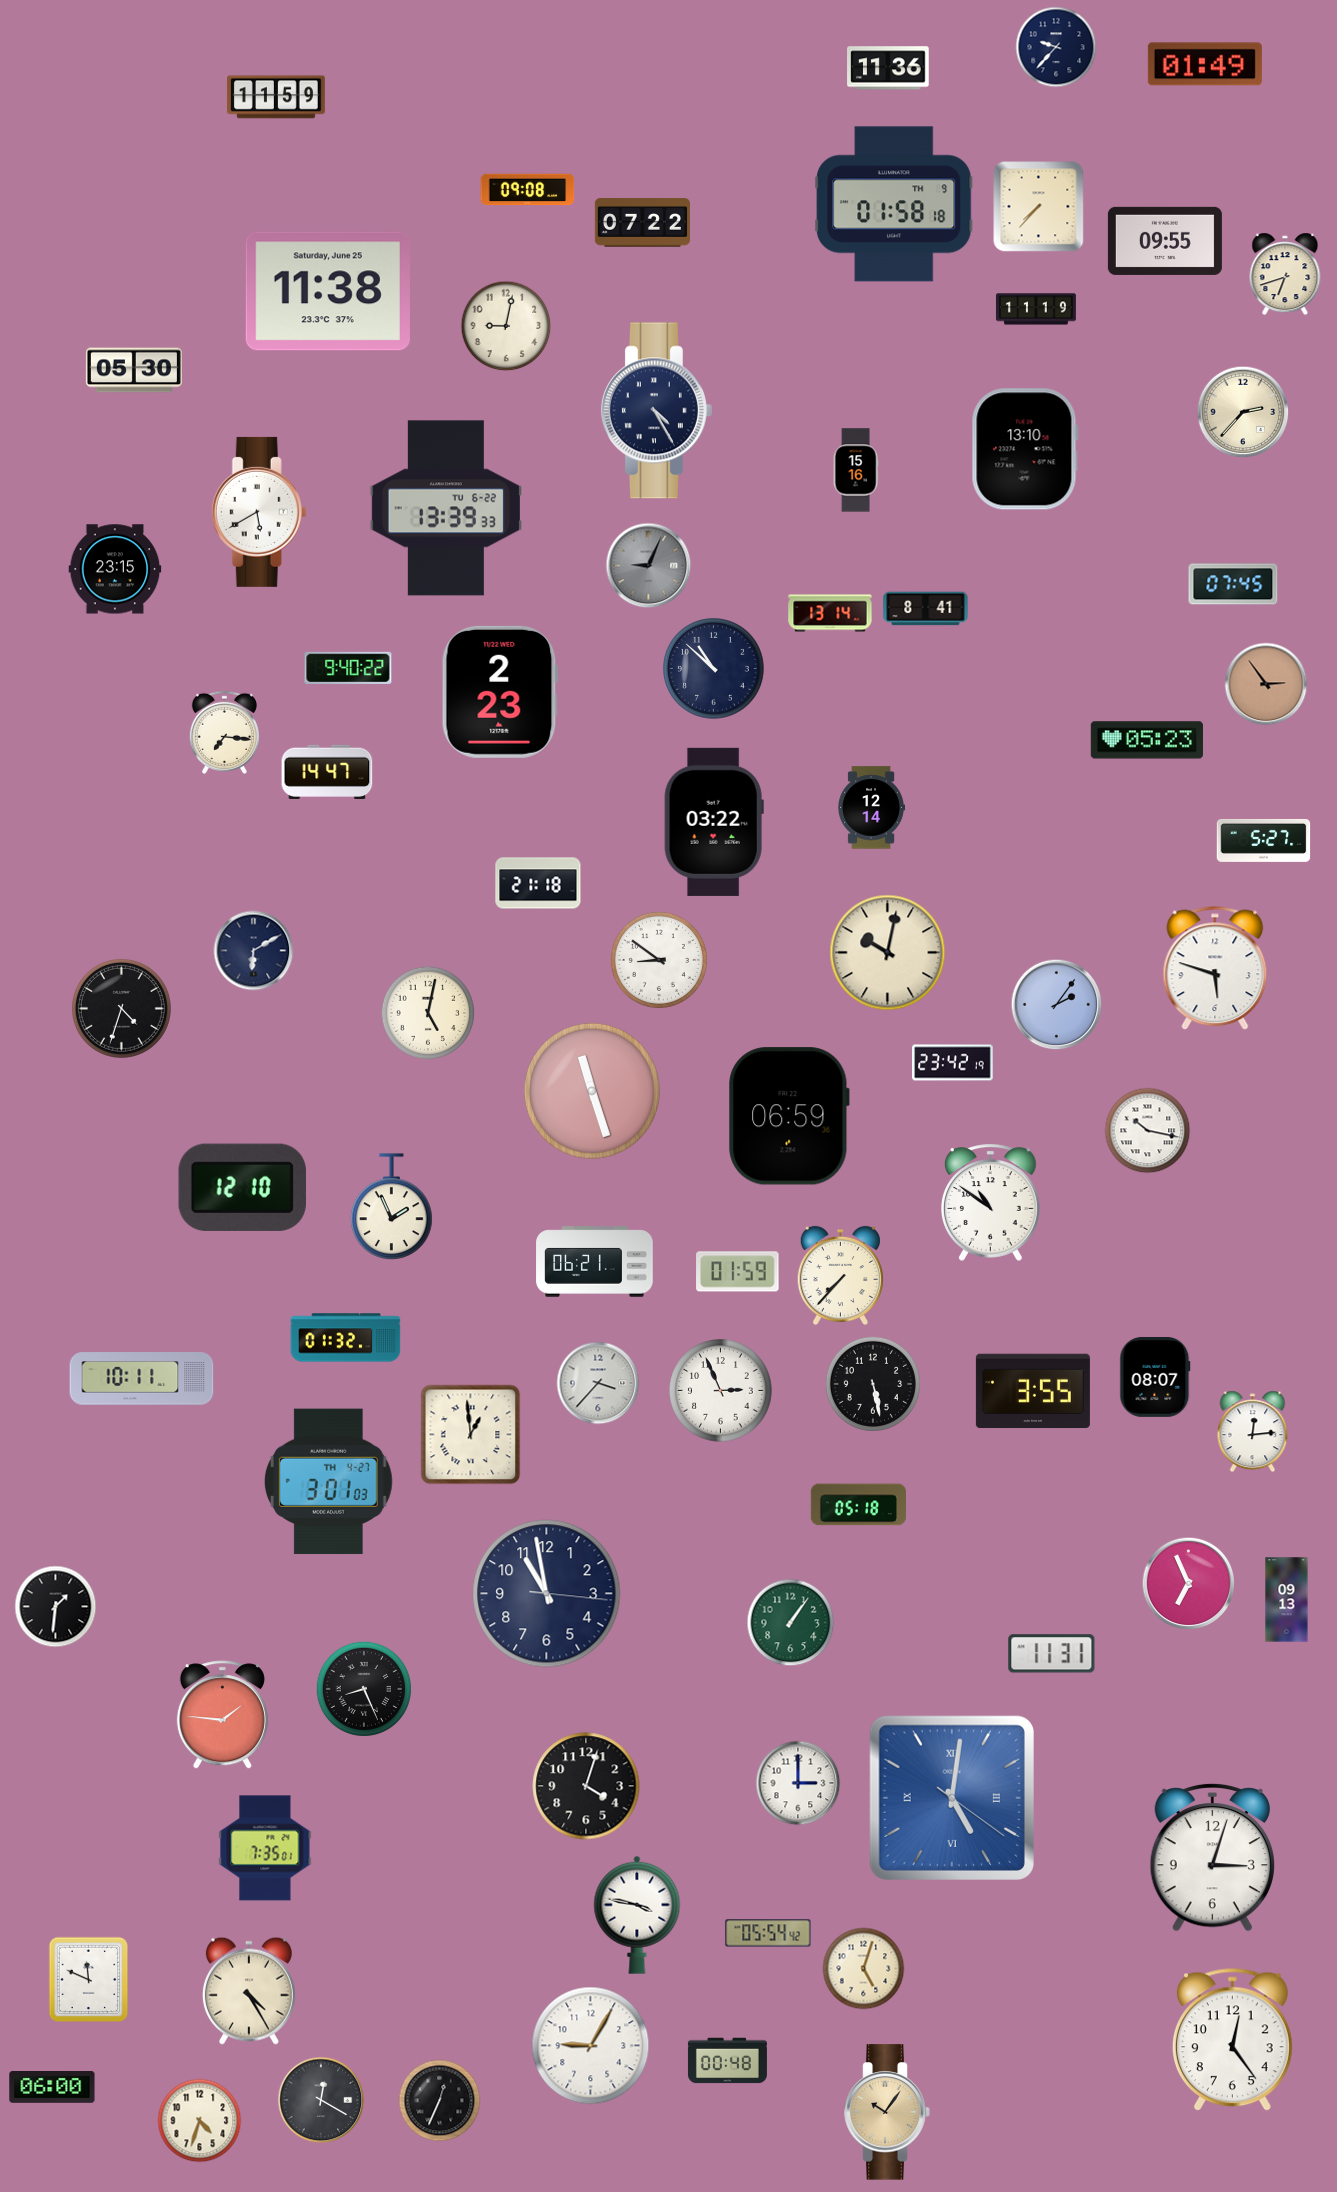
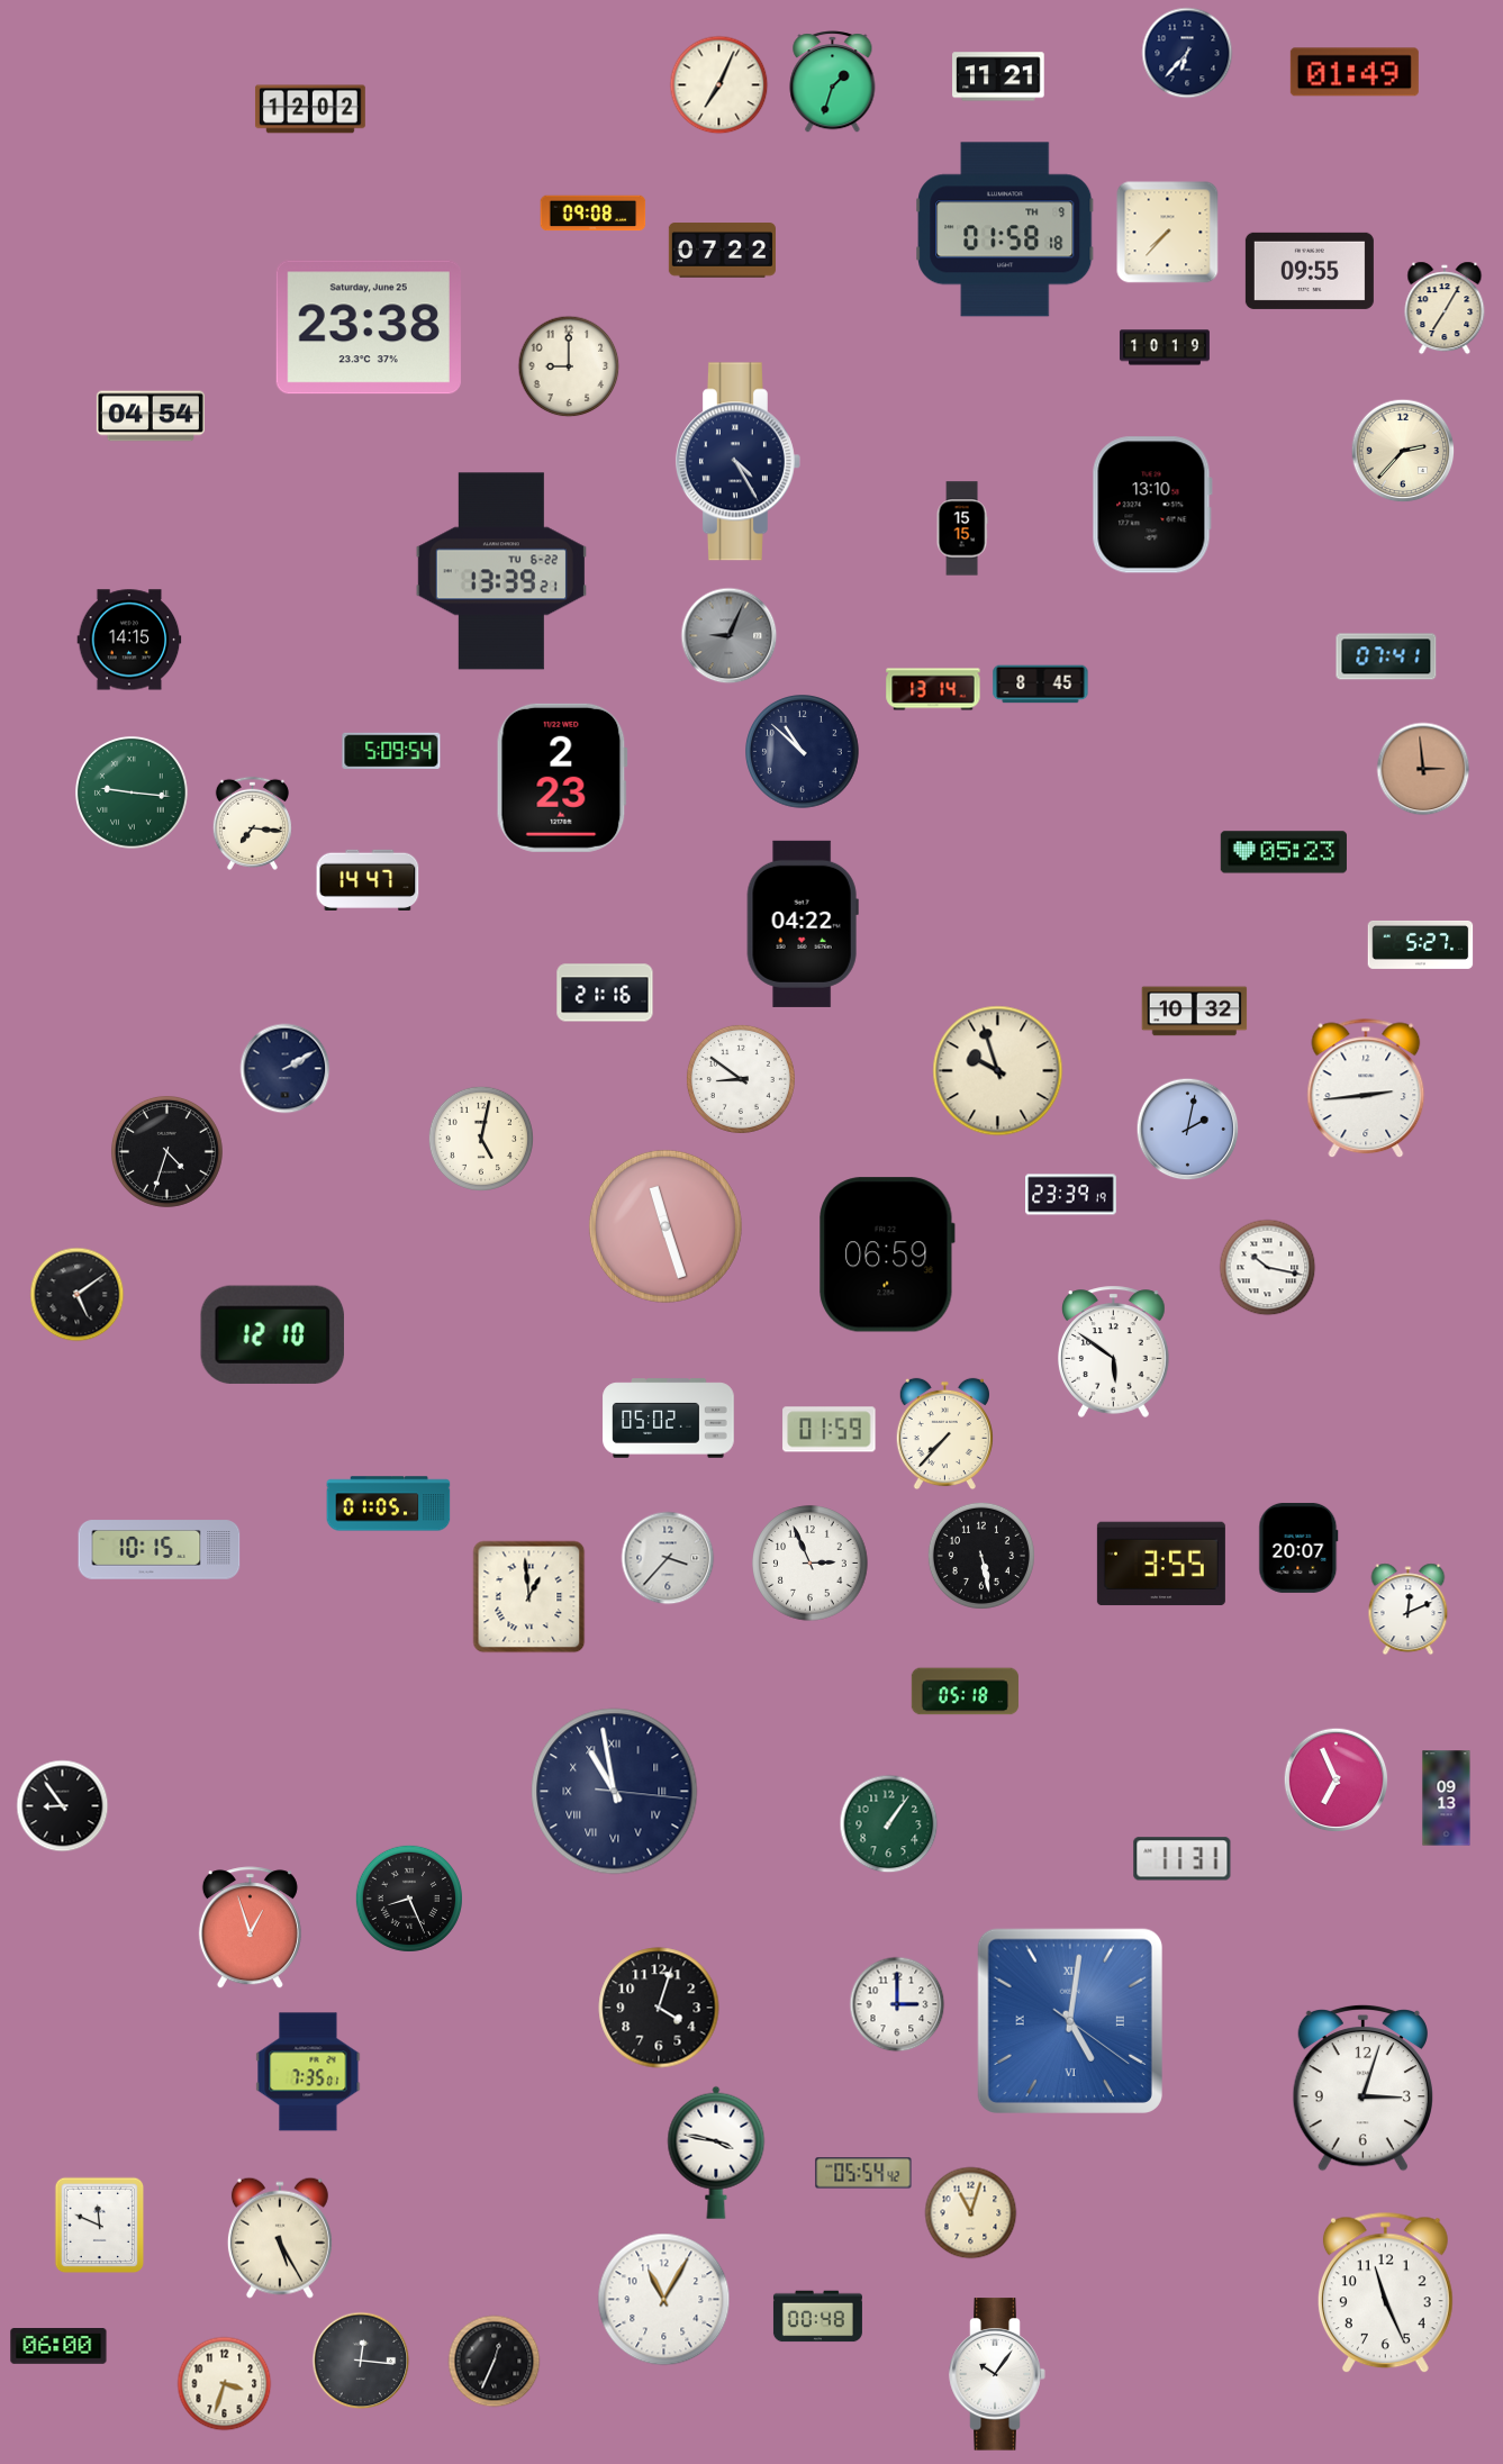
clock at (1056, 47): 9:37 -> 6:37
clock at (888, 68): 11:36 -> 11:21
clock at (833, 82): none -> 1:33
clock at (719, 85): none -> 7:04
clock at (276, 97): 11:59 -> 12:02
clock at (1285, 274): 6:42 -> 7:05
clock at (328, 291): 11:38 -> 23:38
clock at (1036, 309): 11:19 -> 10:19
clock at (506, 326): 9:02 -> 9:00
clock at (134, 370): 05:30 -> 04:54
clock at (1243, 412) position: (1243, 412) -> (1403, 451)
clock at (856, 470): 15:16 -> 15:15
clock at (446, 508): 13:39:33 -> 13:39:21
clock at (259, 512): 5:40 -> none
clock at (115, 569): 23:15 -> 14:15
clock at (1233, 584): 07:45 -> 07:41
clock at (926, 609): 8:41 -> 8:45
clock at (348, 667): 9:40 -> 5:09
clock at (1266, 684): 2:54 -> 2:59
clock at (132, 792): none -> 9:16
clock at (1147, 740) position: (1147, 740) -> (1284, 852)
clock at (327, 772) position: (327, 772) -> (368, 880)
clock at (871, 808): 12:14 -> none
clock at (714, 822): 03:22 -> 04:22
clock at (538, 883): 21:18 -> 21:16
clock at (1195, 1012): none -> 10:32
clock at (254, 951): 6:10 -> 2:10
clock at (888, 953): 10:02 -> 9:57
clock at (1215, 968): 5:48 -> 2:44
clock at (1057, 1005): 2:06 -> 2:02
clock at (121, 1008) position: (121, 1008) -> (166, 1151)
clock at (953, 1063): 23:42 -> 23:39
clock at (1148, 1131) position: (1148, 1131) -> (1268, 1268)
clock at (78, 1295): none -> 5:09
clock at (991, 1202): 10:51 -> 5:51
clock at (392, 1207): 1:56 -> none
clock at (595, 1262): 06:21 -> 05:02
clock at (346, 1338): 01:32 -> 01:05
clock at (1155, 1377): 08:07 -> 20:07
clock at (142, 1379): 10:11 -> 10:15
clock at (598, 1383) position: (598, 1383) -> (668, 1558)
clock at (1253, 1432): 12:14 -> 12:11
clock at (471, 1435) position: (471, 1435) -> (529, 1597)
clock at (328, 1482): 3:01 -> none
clock at (547, 1594) numerals: Arabic -> Roman
clock at (56, 1607): 1:31 -> 8:54
clock at (222, 1715): 1:46 -> 12:57
clock at (265, 1848) position: (265, 1848) -> (308, 2072)
clock at (864, 1969): 5:03 -> 11:03
clock at (249, 1991): 4:25 -> 5:25
clock at (1232, 2040): 12:24 -> 11:26
clock at (591, 2046): 9:05 -> 11:05
clock at (321, 2100): 12:20 -> 12:16
clock at (887, 2112) dial: champagne -> white
clock at (200, 2121): 4:33 -> 3:33
